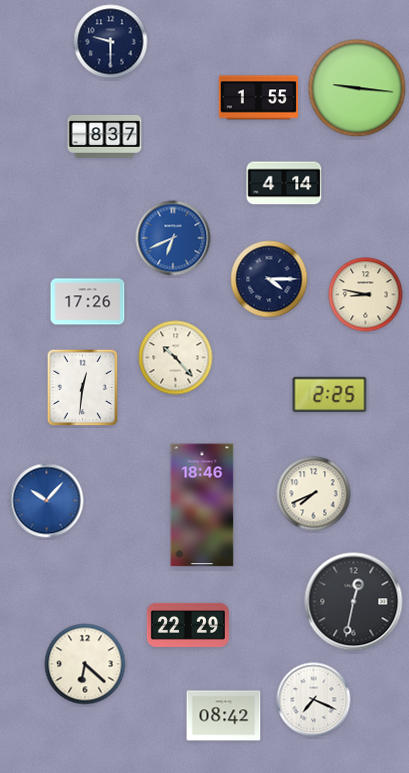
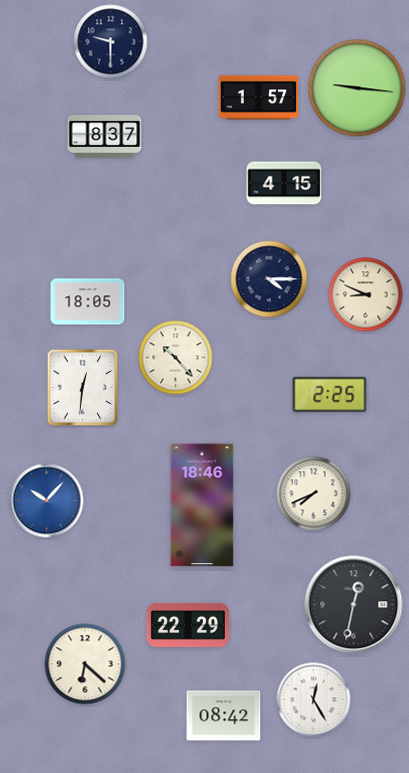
clock at (259, 98): 1:55 -> 1:57
clock at (284, 183): 4:14 -> 4:15
clock at (173, 238): 6:41 -> none
clock at (366, 295): 8:47 -> 8:49
clock at (88, 302): 17:26 -> 18:05
clock at (354, 602) position: (354, 602) -> (354, 605)
clock at (314, 700): 7:19 -> 12:25
